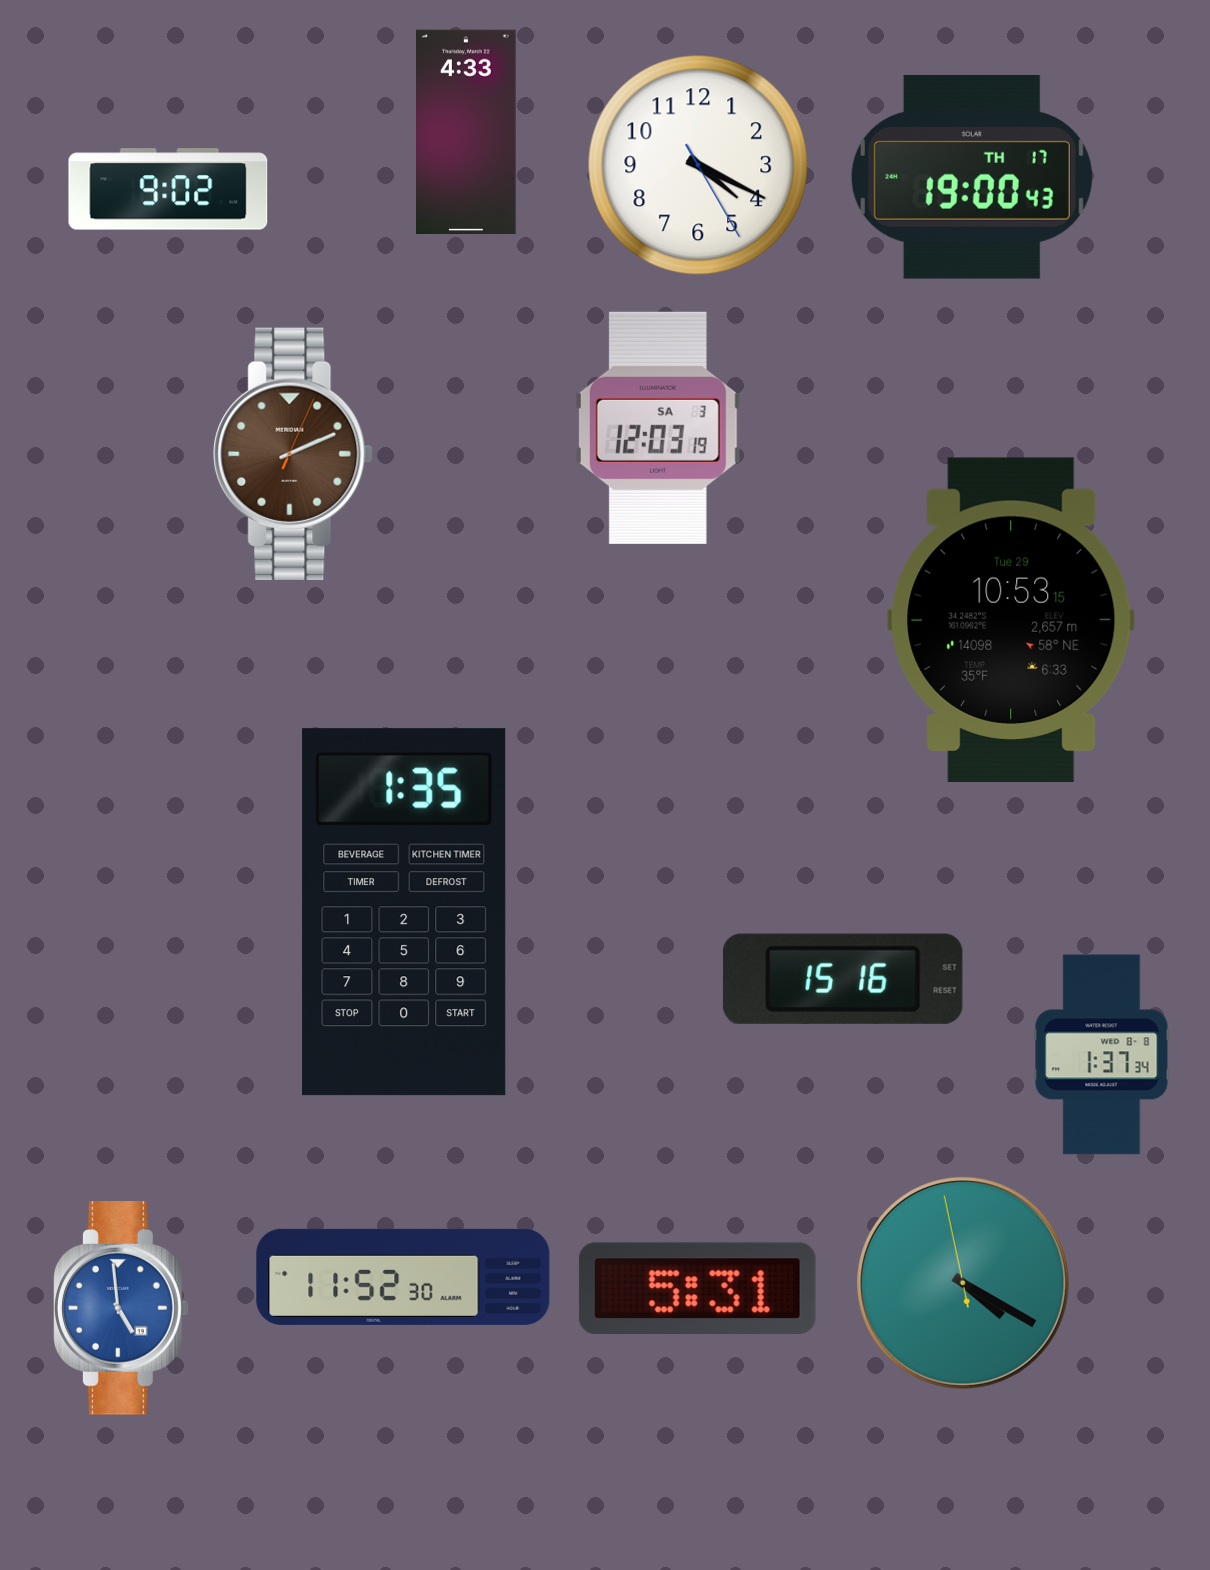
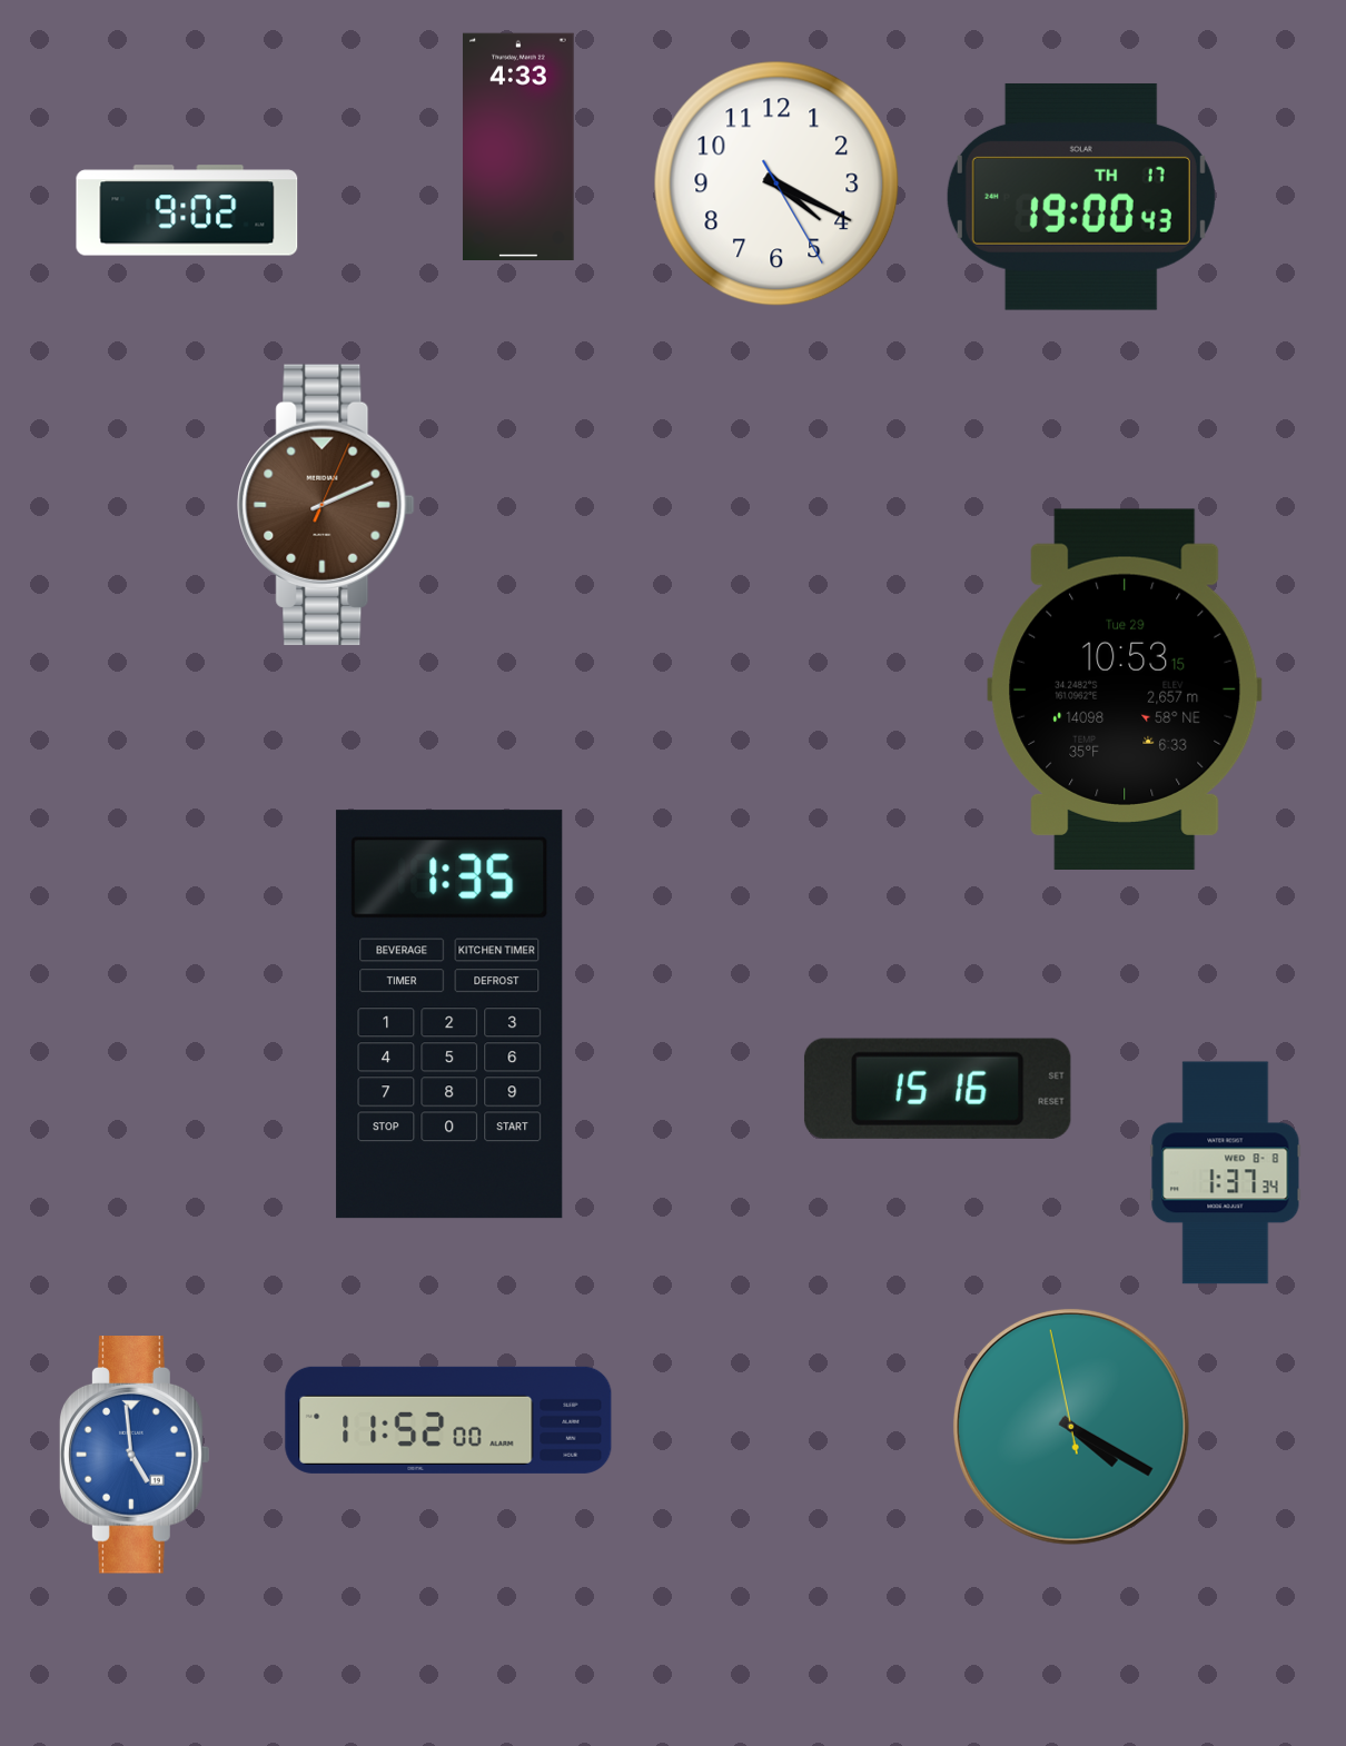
clock at (658, 428): 12:03 -> none
clock at (403, 1277): 11:52:30 -> 11:52:00
clock at (697, 1288): 5:31 -> none
